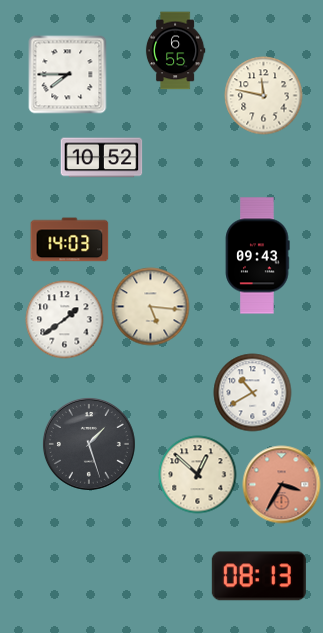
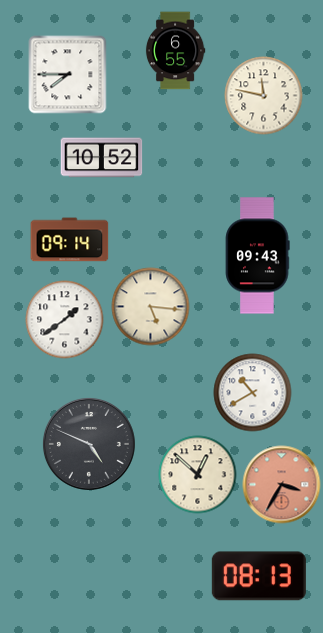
clock at (69, 240): 14:03 -> 09:14
clock at (89, 444): 1:27 -> 4:49
